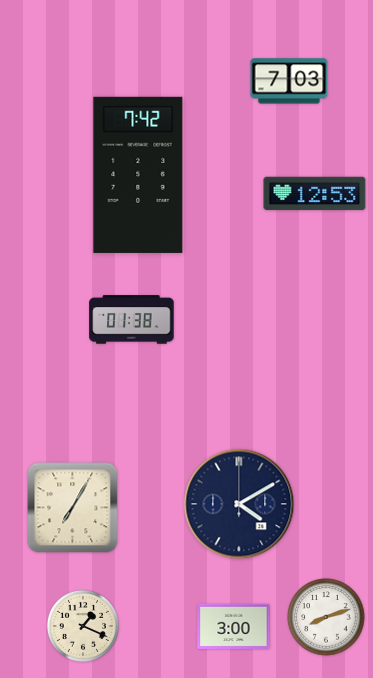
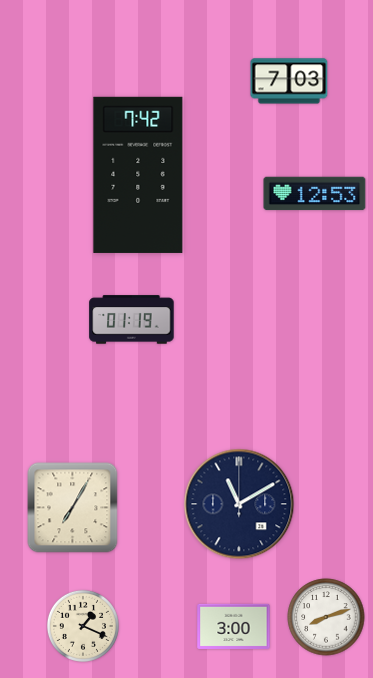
clock at (132, 320): 01:38 -> 01:19
clock at (239, 504): 4:10 -> 11:10
